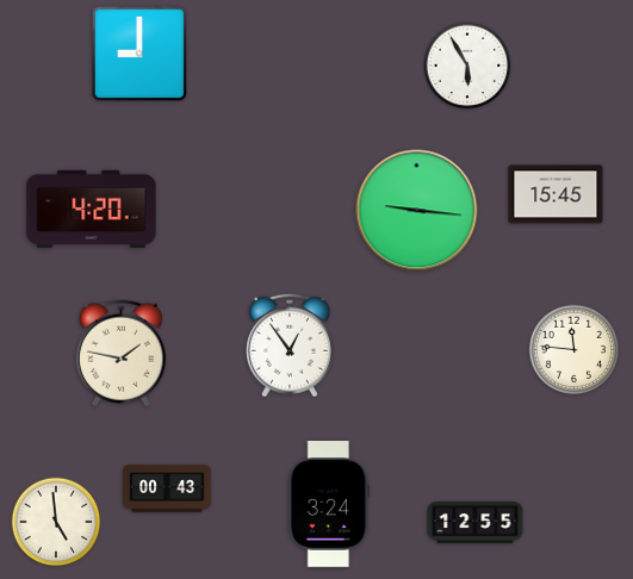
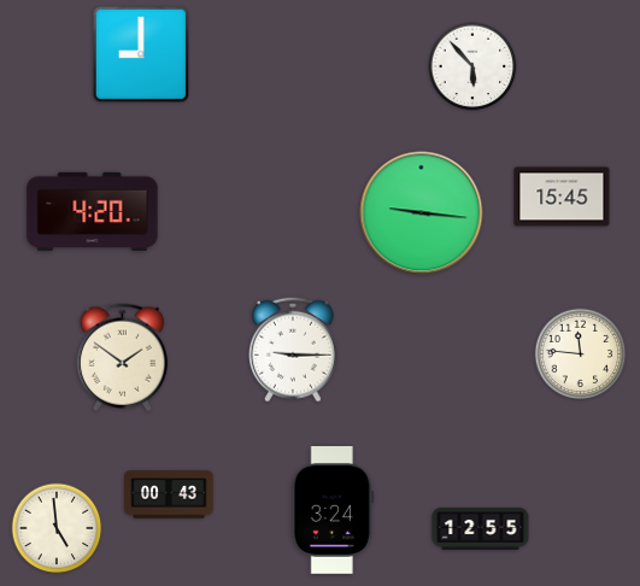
clock at (467, 66): 5:55 -> 5:53
clock at (290, 345): 12:54 -> 9:15
clock at (120, 354): 1:47 -> 1:51
